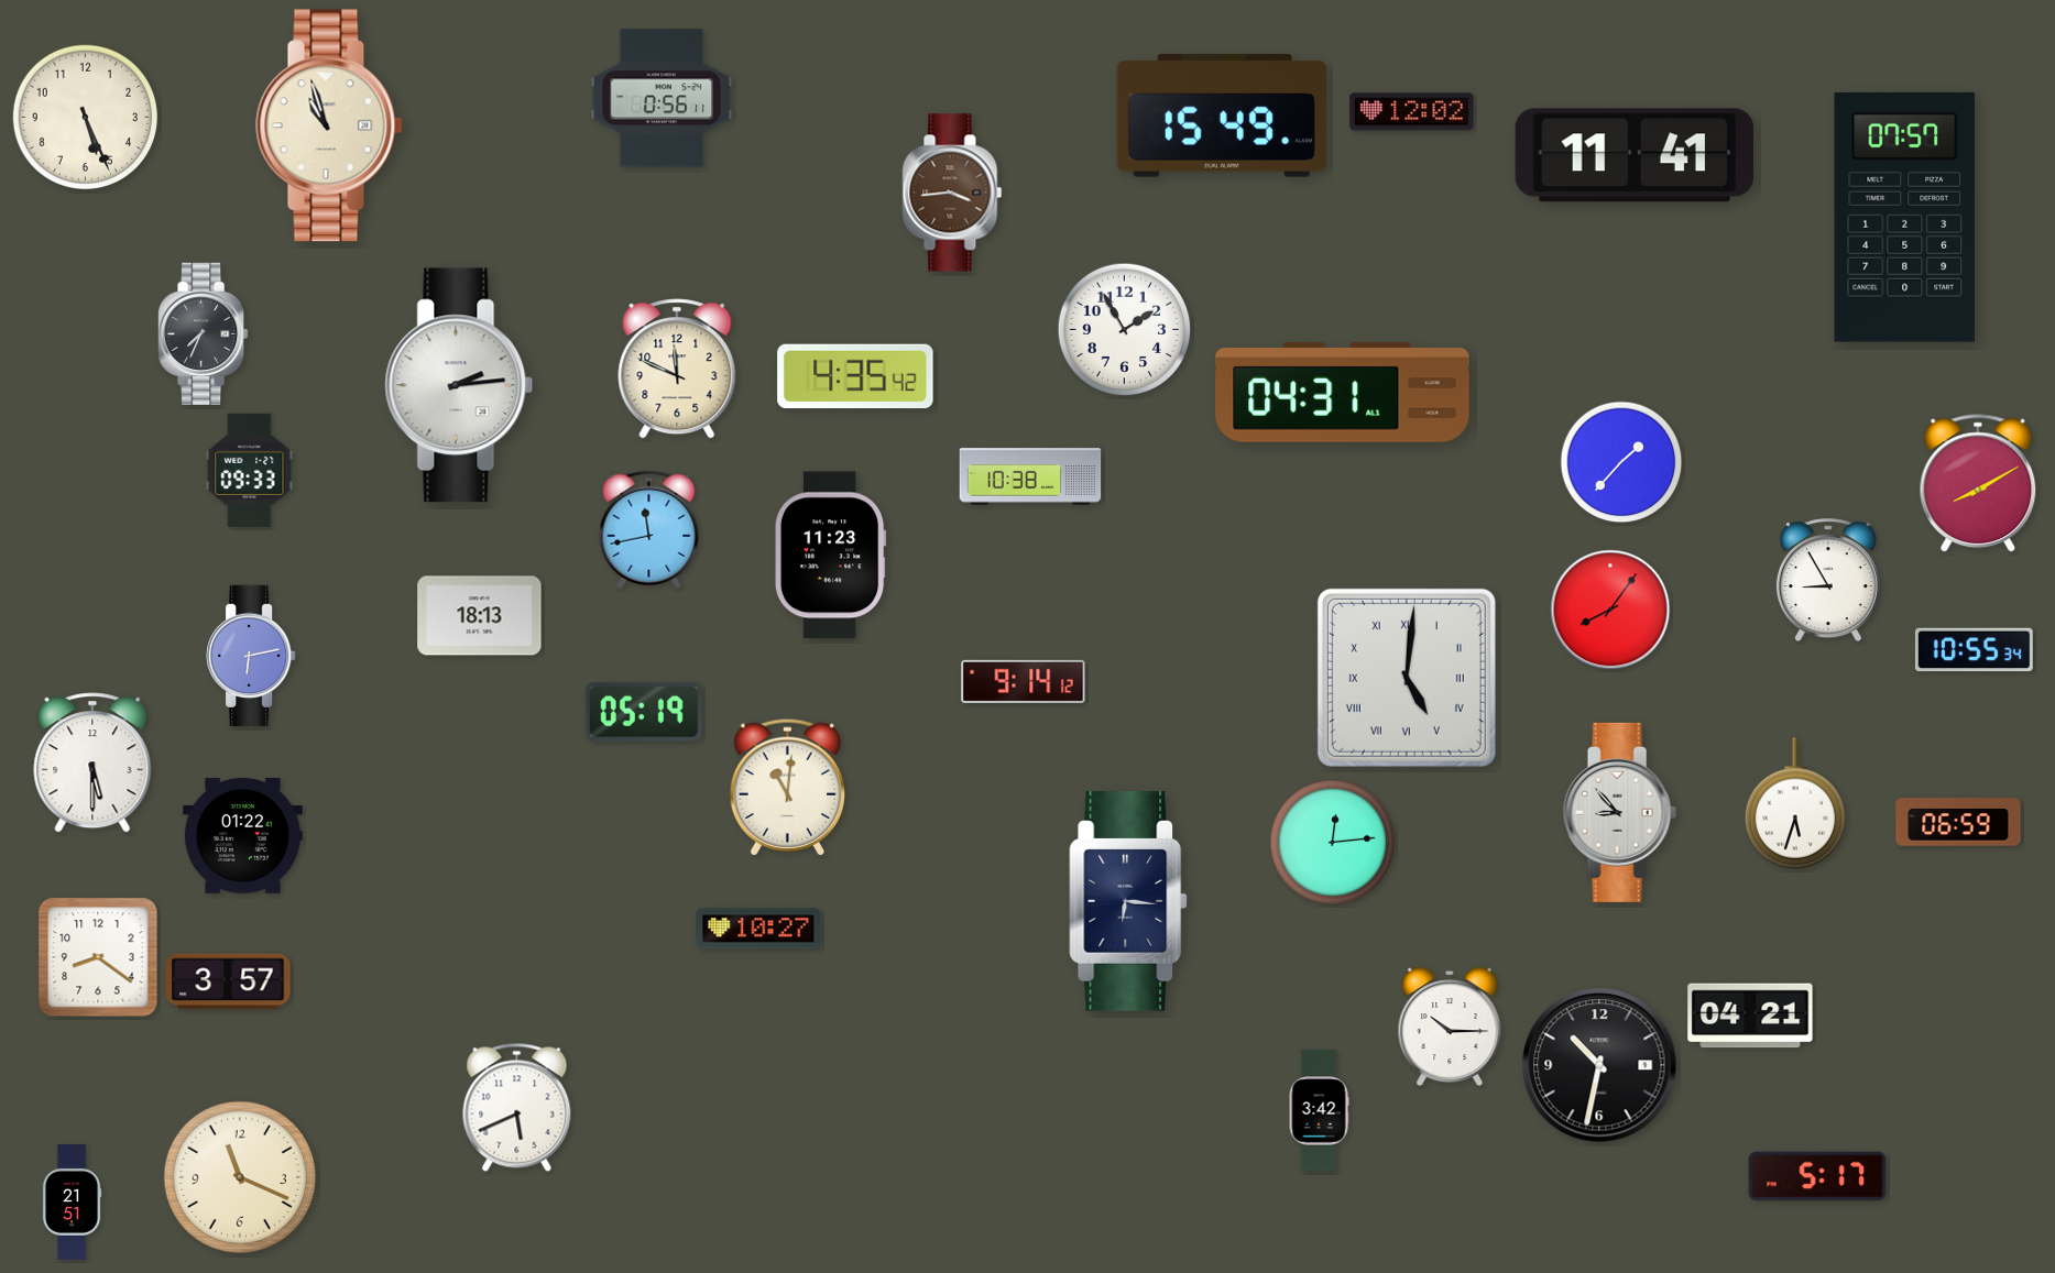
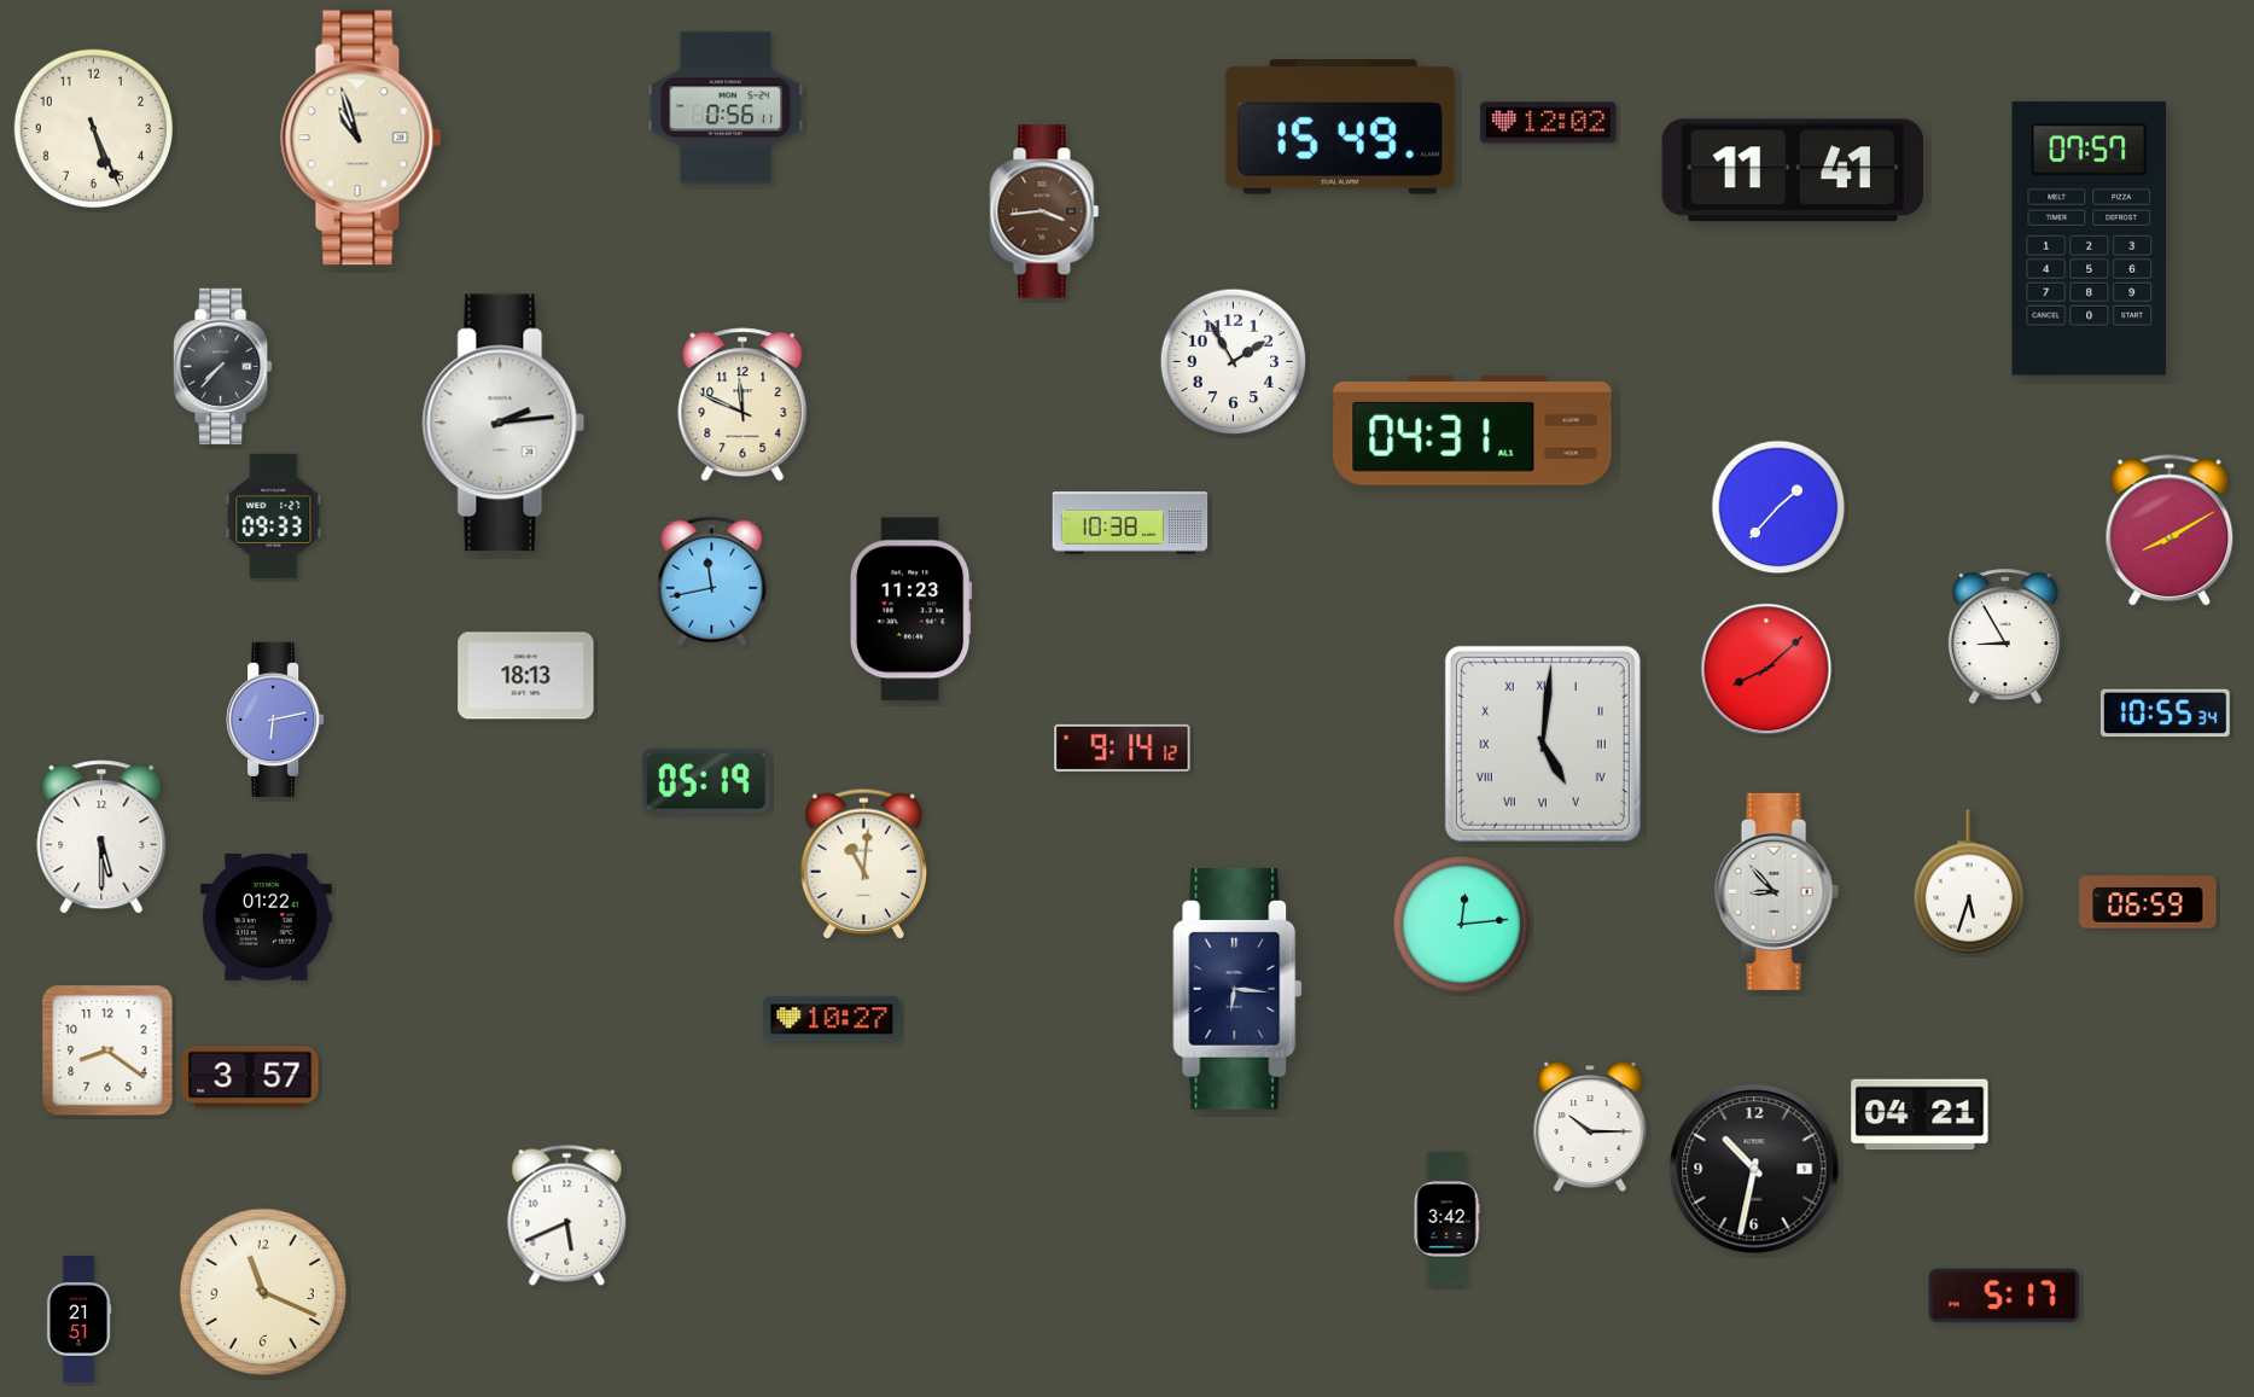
clock at (204, 334): 7:34 -> 7:37
clock at (855, 376): 4:35 -> none
clock at (1610, 610): 8:06 -> 8:08
clock at (1817, 1176) position: (1817, 1176) -> (2004, 1296)
